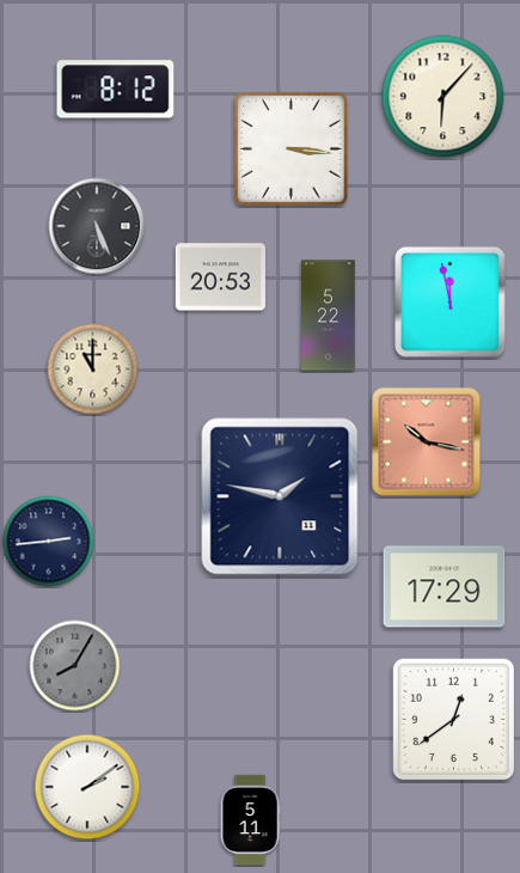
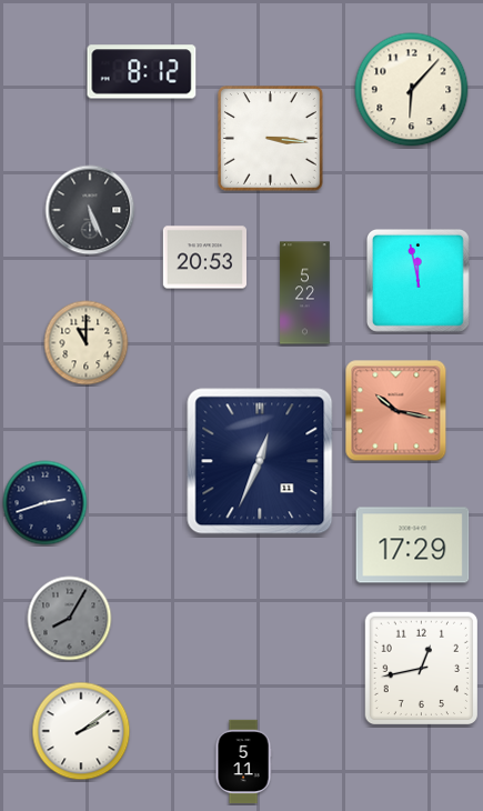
clock at (116, 90) position: (116, 90) -> (142, 72)
clock at (280, 496): 1:47 -> 12:34
clock at (49, 542): 2:44 -> 2:42
clock at (453, 719): 12:39 -> 12:43
clock at (250, 820) position: (250, 820) -> (243, 762)
